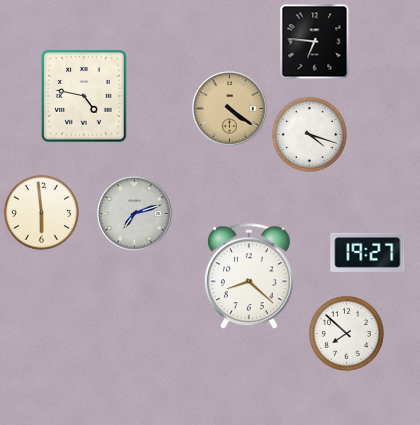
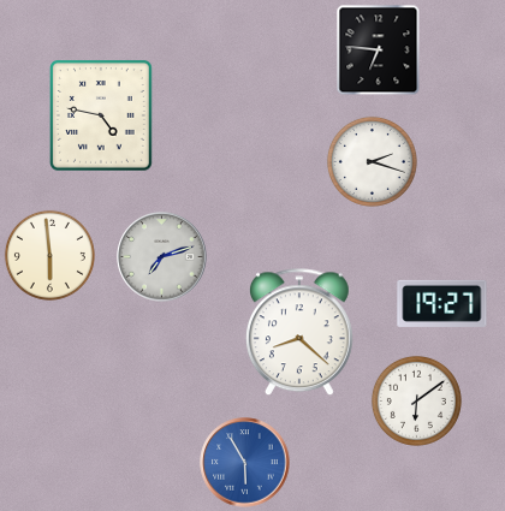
clock at (230, 109): 4:21 -> none
clock at (309, 134): 4:18 -> 2:18
clock at (346, 333): 7:52 -> 6:09
clock at (245, 463): none -> 5:55
